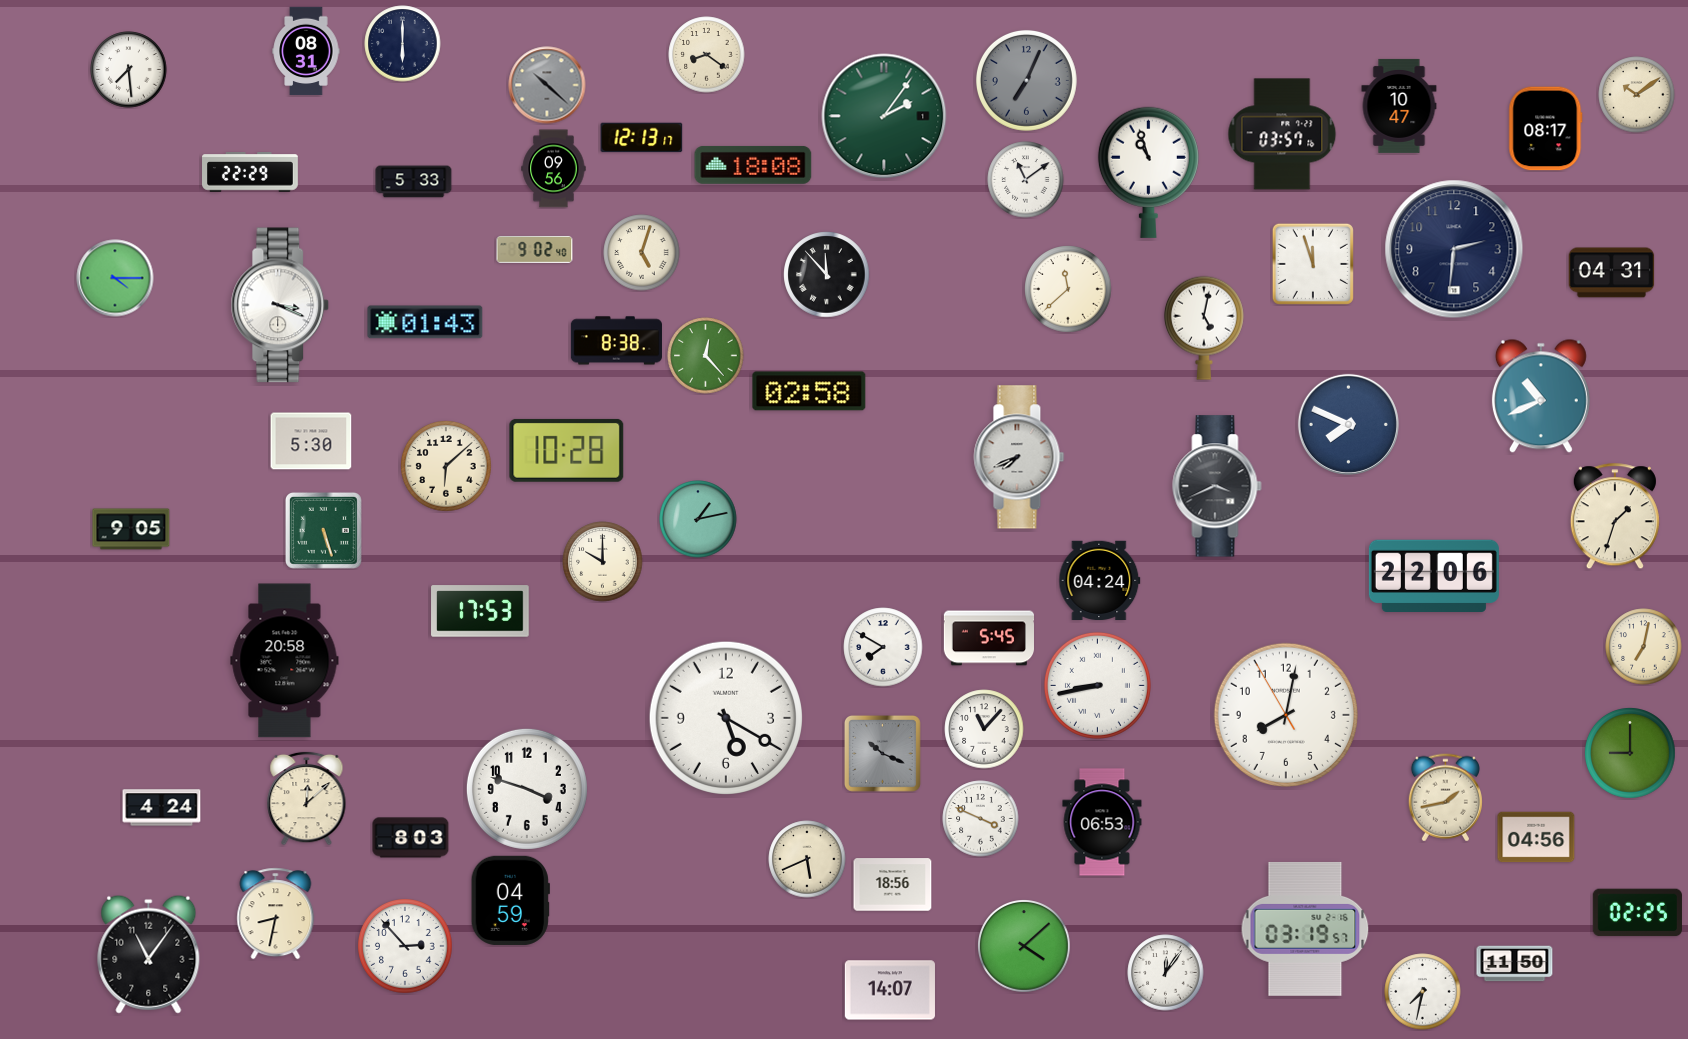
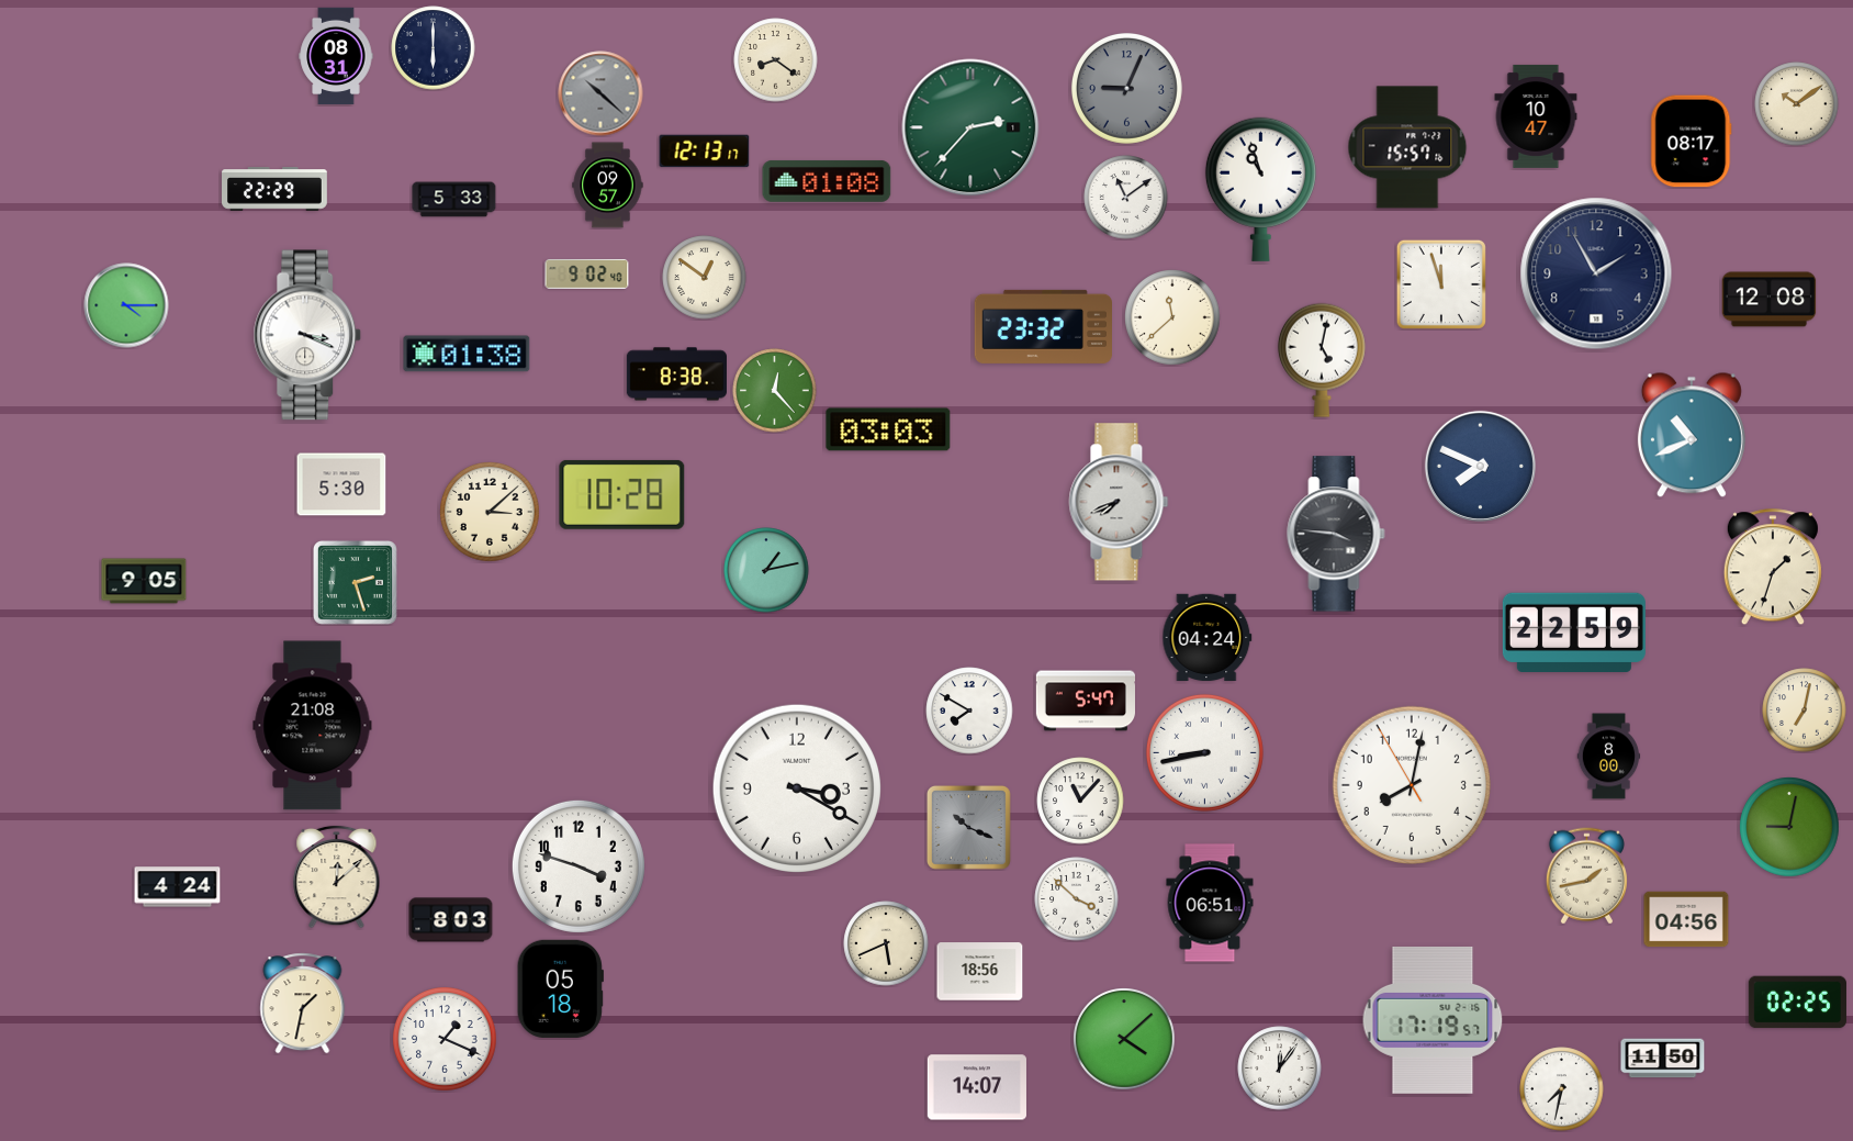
clock at (403, 44) position: (403, 44) -> (434, 48)
clock at (129, 70): 7:29 -> none
clock at (1026, 80): 7:04 -> 9:04
clock at (884, 116): 2:06 -> 2:37
clock at (1546, 129) position: (1546, 129) -> (1692, 142)
clock at (1282, 134): 03:57 -> 15:57
clock at (753, 165): 18:08 -> 01:08
clock at (554, 169): 09:56 -> 09:57
clock at (1454, 249): 2:31 -> 1:55
clock at (642, 253): 5:03 -> 12:51
clock at (1313, 264) position: (1313, 264) -> (1441, 284)
clock at (1612, 273): 04:31 -> 12:08
clock at (827, 275): 11:53 -> none
clock at (1043, 326): none -> 23:32
clock at (425, 322): 01:43 -> 01:38
clock at (809, 391): 02:58 -> 03:03
clock at (446, 466): 6:08 -> 3:08
clock at (1217, 486): 3:41 -> 3:46
clock at (323, 530): 5:27 -> 2:27
clock at (603, 562): 10:00 -> none
clock at (1434, 575): 22:06 -> 22:59
clock at (480, 611): 17:53 -> none
clock at (988, 638): 5:45 -> 5:47
clock at (285, 661): 20:58 -> 21:08
clock at (1609, 757): none -> 8:00
clock at (726, 718): 5:20 -> 3:20
clock at (1630, 753): 9:00 -> 9:02
clock at (981, 819): 3:49 -> 3:52
clock at (1102, 822): 06:53 -> 06:51
clock at (510, 900): 04:59 -> 05:18
clock at (276, 914): 8:32 -> 1:32
clock at (1305, 929): 03:19 -> 17:19
clock at (406, 947): 2:53 -> 1:19
clock at (149, 954): 11:06 -> none
